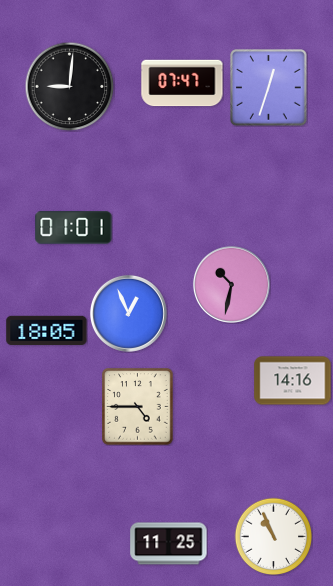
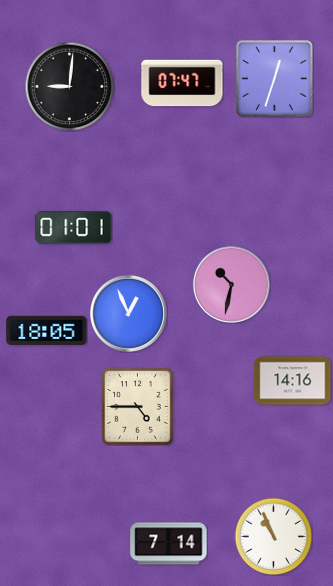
clock at (269, 88) position: (269, 88) -> (275, 79)
clock at (169, 544): 11:25 -> 7:14
